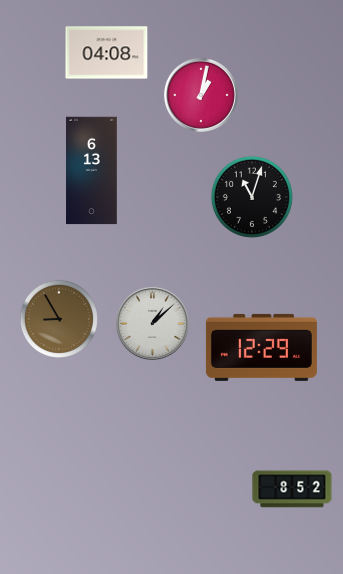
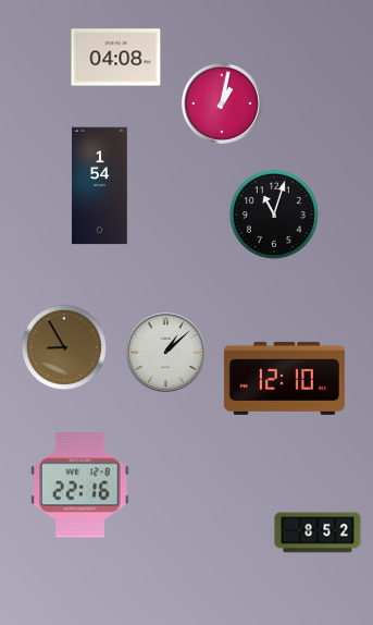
clock at (201, 95) position: (201, 95) -> (222, 103)
clock at (92, 171): 6:13 -> 1:54
clock at (261, 347): 12:29 -> 12:10
clock at (80, 486): none -> 22:16
